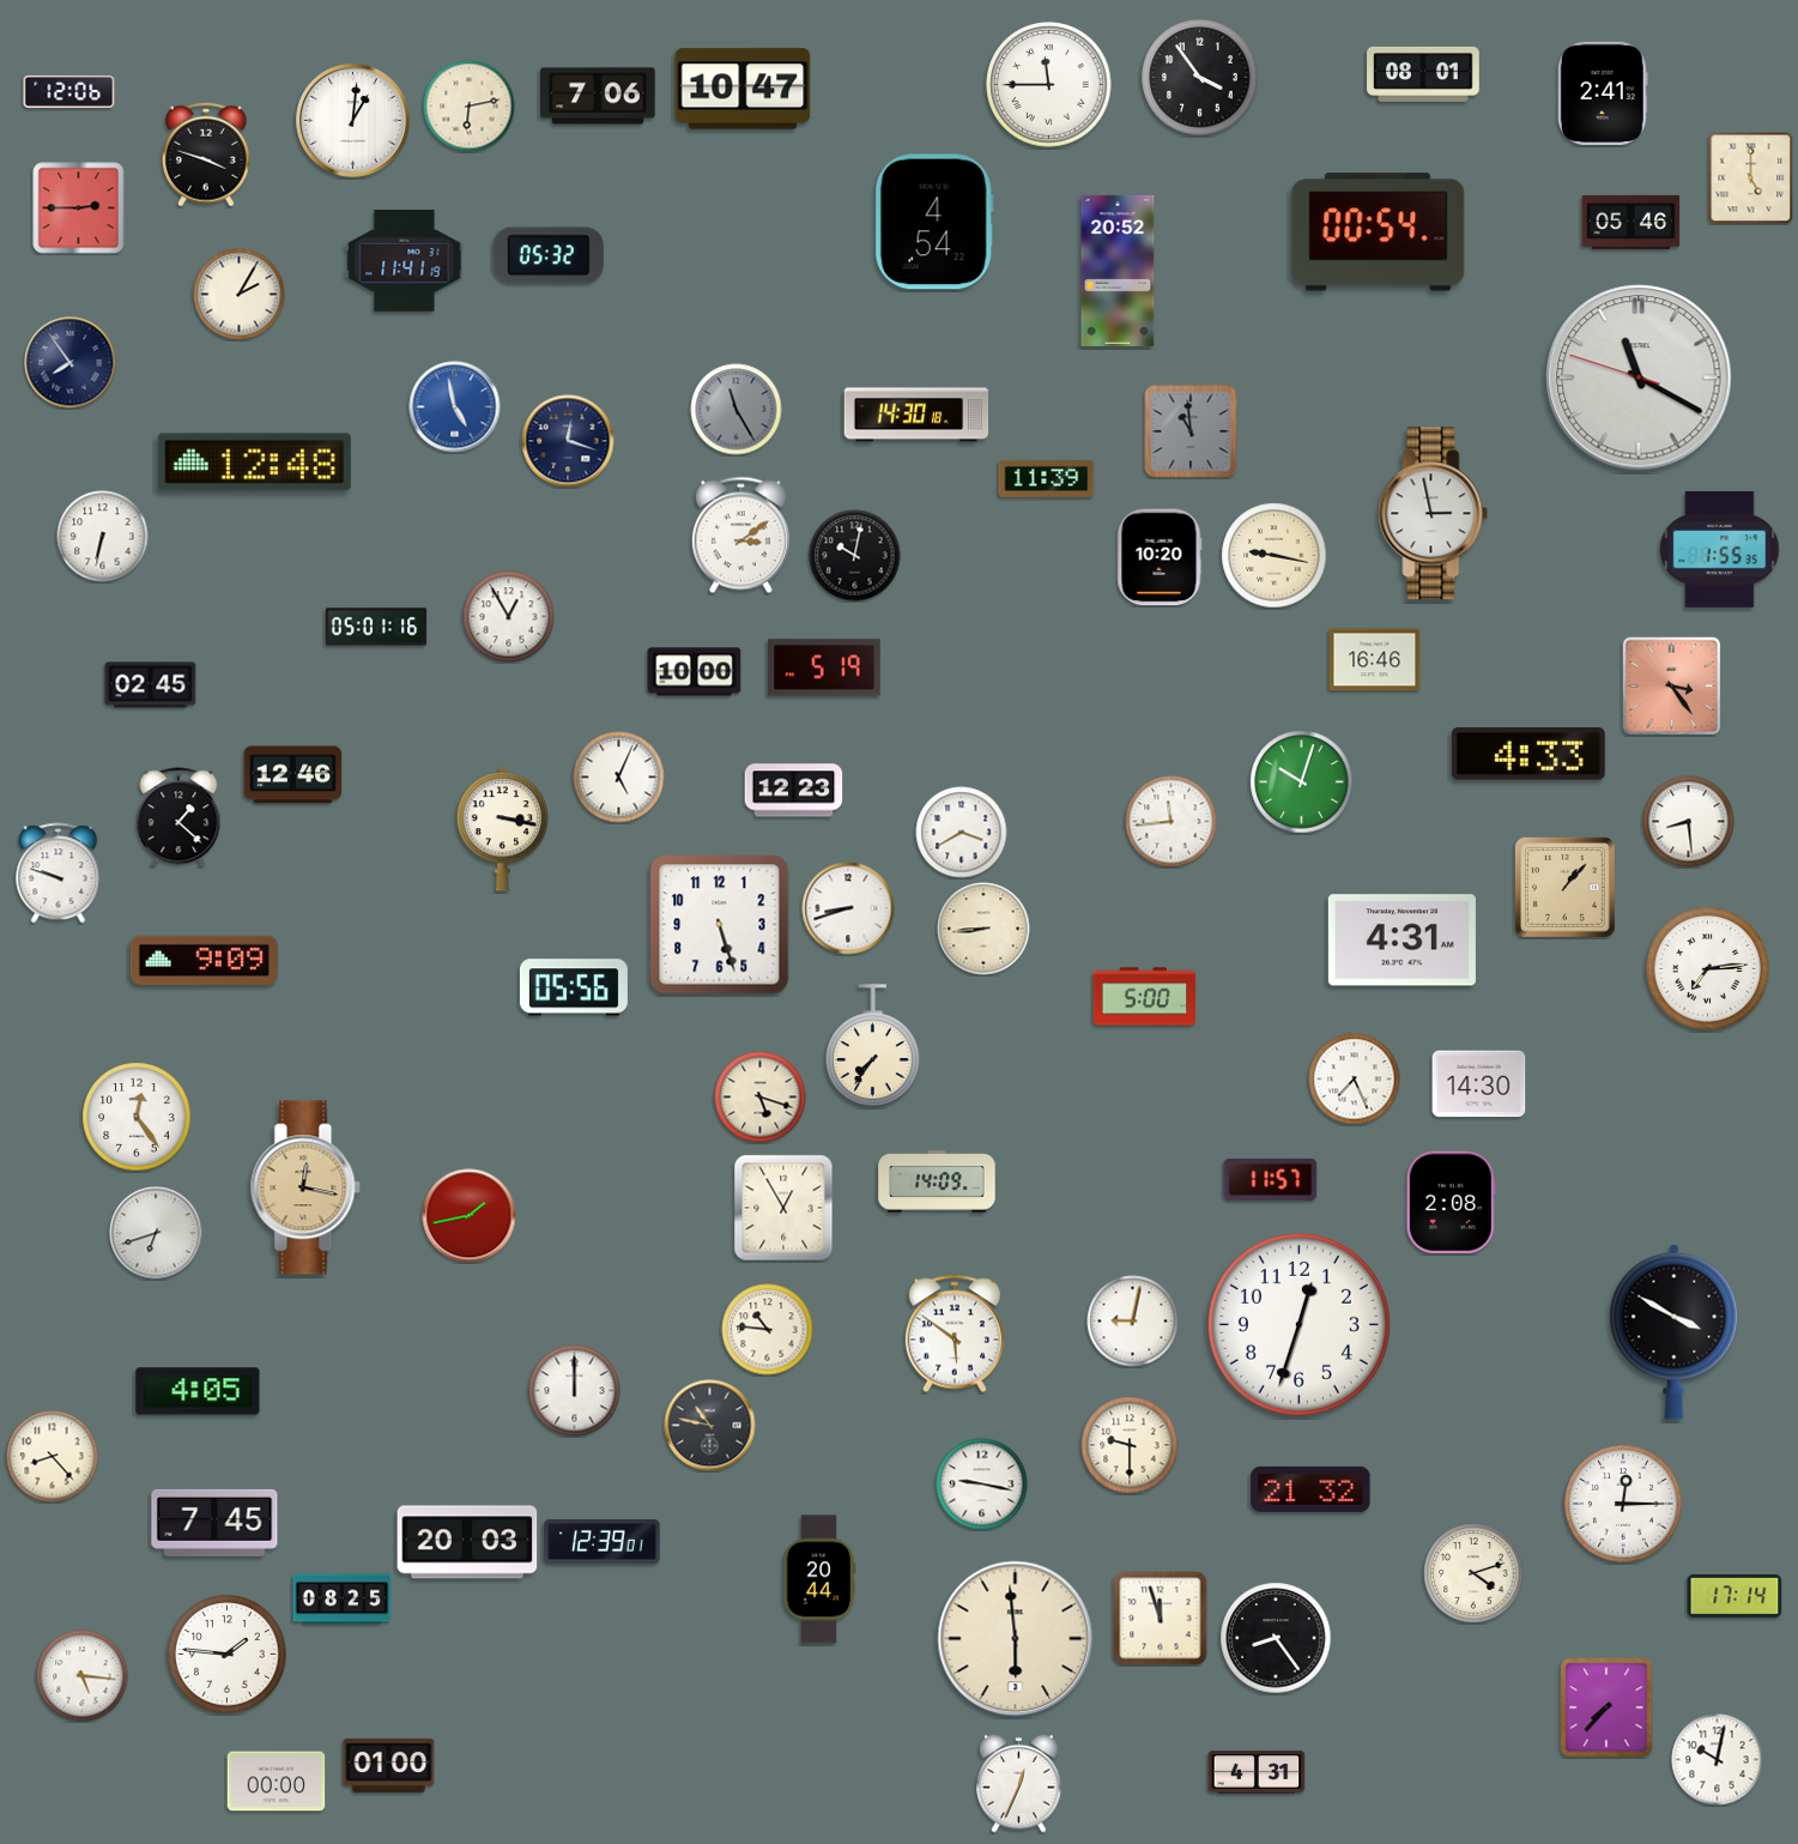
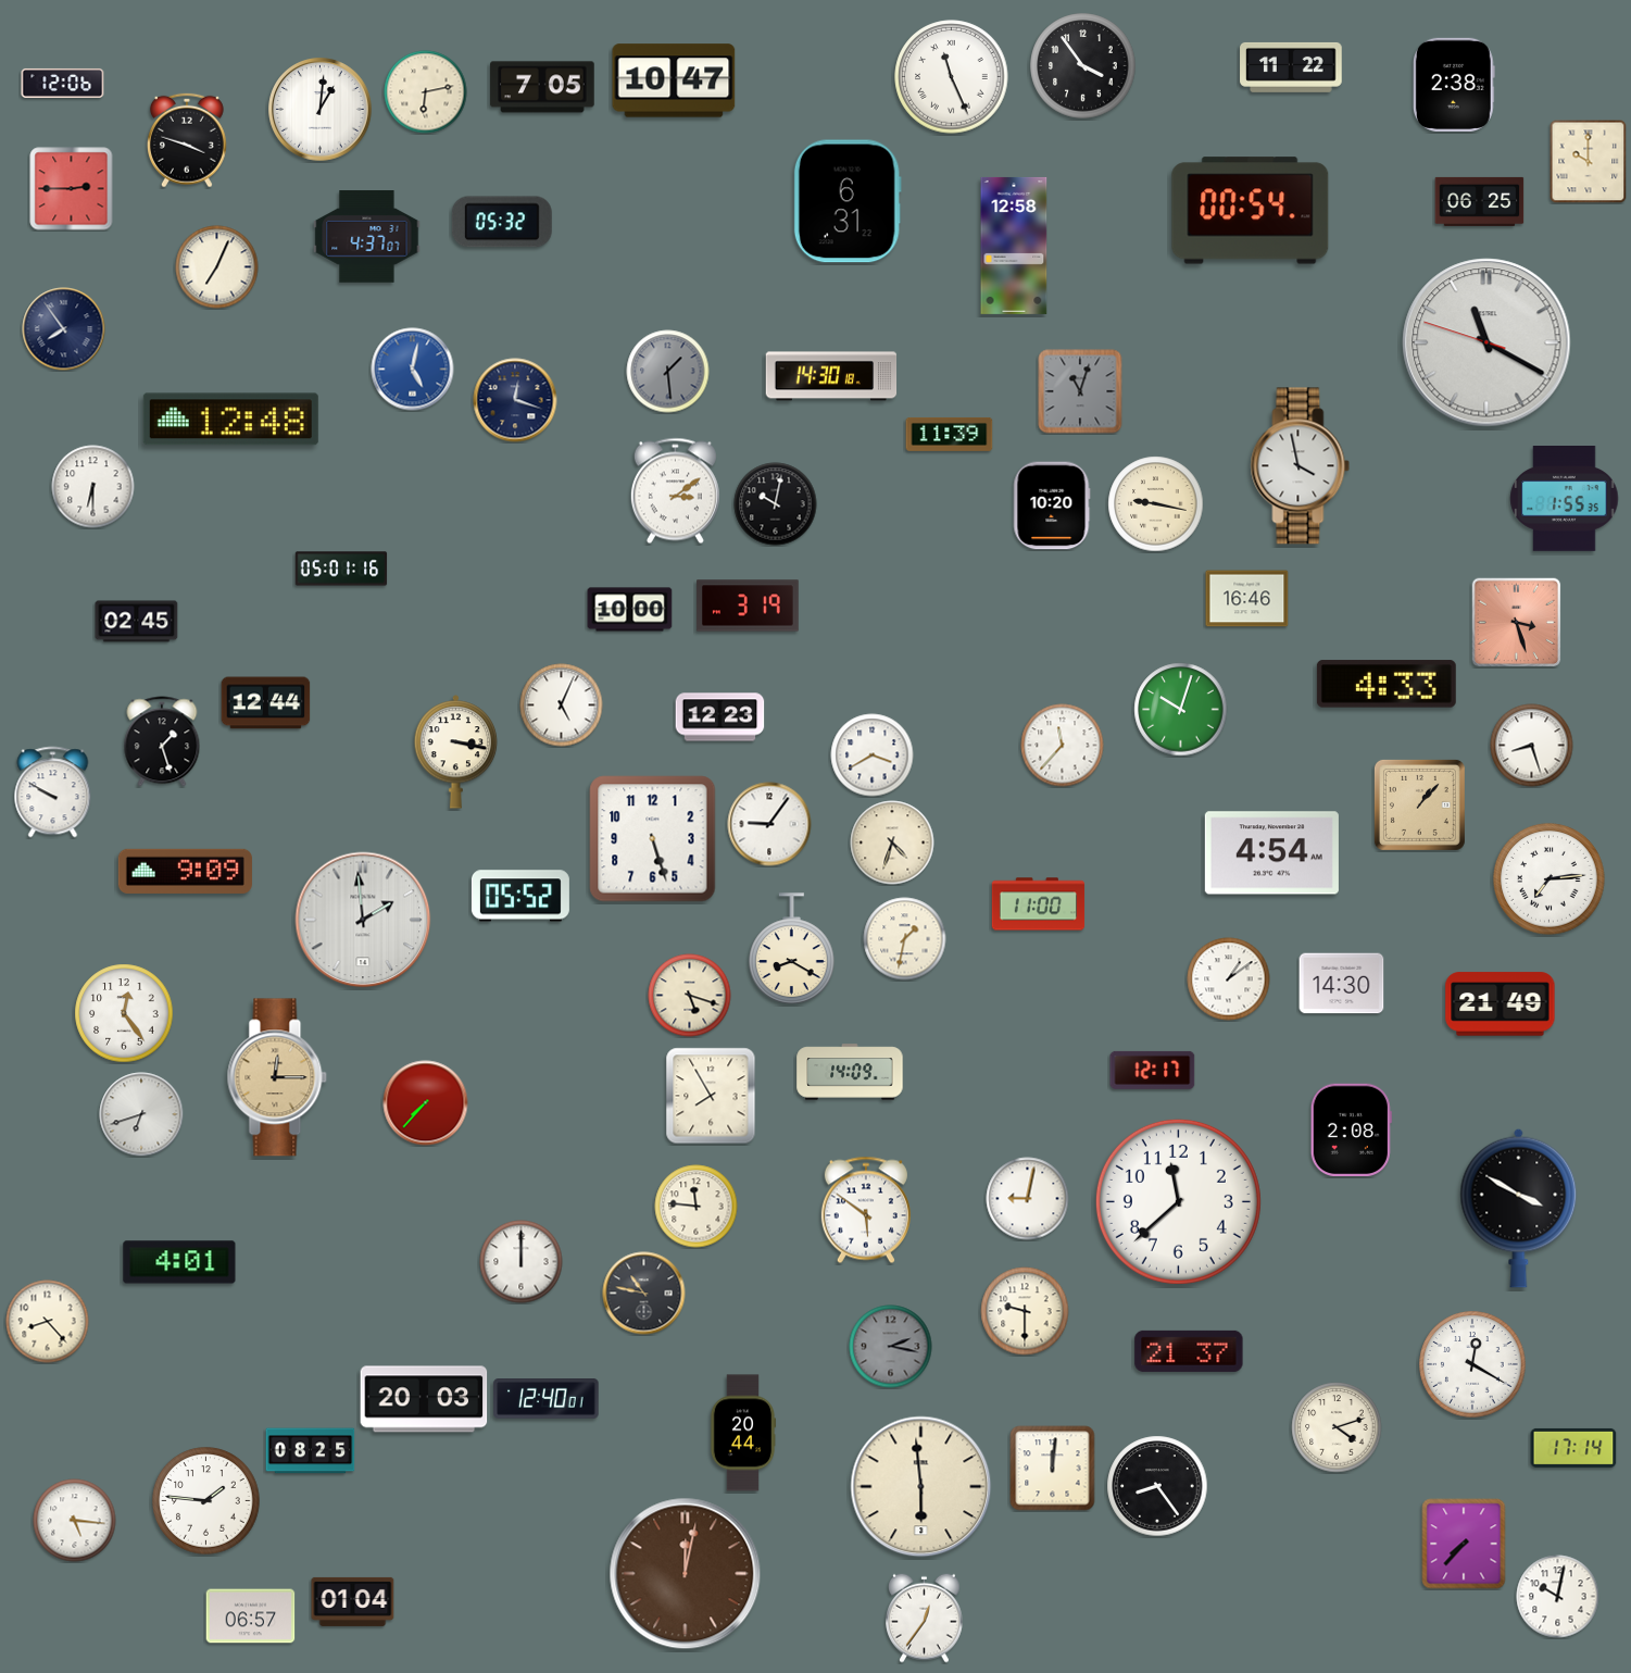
clock at (1423, 74): 08:01 -> 11:22
clock at (1200, 78) position: (1200, 78) -> (1083, 66)
clock at (1049, 85): 11:45 -> 11:26
clock at (1603, 93): 2:41 -> 2:38
clock at (598, 96): 7:06 -> 7:05
clock at (470, 107) position: (470, 107) -> (426, 92)
clock at (1751, 177): 5:00 -> 10:00
clock at (934, 222): 4:54 -> 6:31
clock at (1631, 222): 05:46 -> 06:25
clock at (549, 255) position: (549, 255) -> (502, 222)
clock at (405, 261): 11:41 -> 4:37
clock at (1118, 271): 20:52 -> 12:58
clock at (240, 295): 2:05 -> 7:04
clock at (455, 407): 4:58 -> 5:02
clock at (737, 410): 11:25 -> 1:29
clock at (1191, 431): 10:59 -> 11:03
clock at (1434, 514): 2:58 -> 3:58
clock at (740, 536) position: (740, 536) -> (675, 491)
clock at (103, 537): 6:32 -> 6:30
clock at (1720, 550) position: (1720, 550) -> (1565, 499)
clock at (509, 617): 12:55 -> none
clock at (824, 667): 5:19 -> 3:19
clock at (1671, 685): 3:24 -> 3:27
clock at (293, 775): 12:46 -> 12:44
clock at (178, 817): 1:22 -> 1:27
clock at (1172, 822): 11:44 -> 11:37
clock at (1689, 822): 8:29 -> 8:27
clock at (59, 873): 9:48 -> 9:50
clock at (848, 908): 8:42 -> 9:06
clock at (983, 929): 8:44 -> 4:33
clock at (1402, 941): 4:31 -> 4:54
clock at (574, 987): 05:56 -> 05:52
clock at (1145, 997): 5:00 -> 11:00
clock at (363, 920): none -> 1:59
clock at (905, 939): none -> 1:32
clock at (873, 1046): 7:36 -> 8:20
clock at (1355, 1080): 7:26 -> 1:09
clock at (1501, 1004): none -> 21:49
clock at (1271, 1179): 11:57 -> 12:17
clock at (305, 1187): 12:17 -> 12:15
clock at (1451, 1202) position: (1451, 1202) -> (1351, 1129)
clock at (783, 1208): 12:55 -> 7:55
clock at (470, 1216): 1:43 -> 7:37
clock at (156, 1233) position: (156, 1233) -> (141, 1114)
clock at (1298, 1324): 12:33 -> 11:38
clock at (768, 1330): 10:46 -> 11:46
clock at (198, 1391): 4:05 -> 4:01
clock at (982, 1485): 9:17 -> 2:17
clock at (982, 1485) dial: white -> grey
clock at (1310, 1489): 21:32 -> 21:37
clock at (1623, 1504): 12:15 -> 12:20
clock at (214, 1523): 7:45 -> none
clock at (603, 1542): 12:39 -> 12:40
clock at (1161, 1619): 11:57 -> 12:01
clock at (1606, 1707) position: (1606, 1707) -> (1464, 1544)
clock at (686, 1574): none -> 12:02
clock at (389, 1765): 01:00 -> 01:04
clock at (1257, 1772): 4:31 -> none
clock at (277, 1782): 00:00 -> 06:57
clock at (1019, 1783): 12:34 -> 12:36
